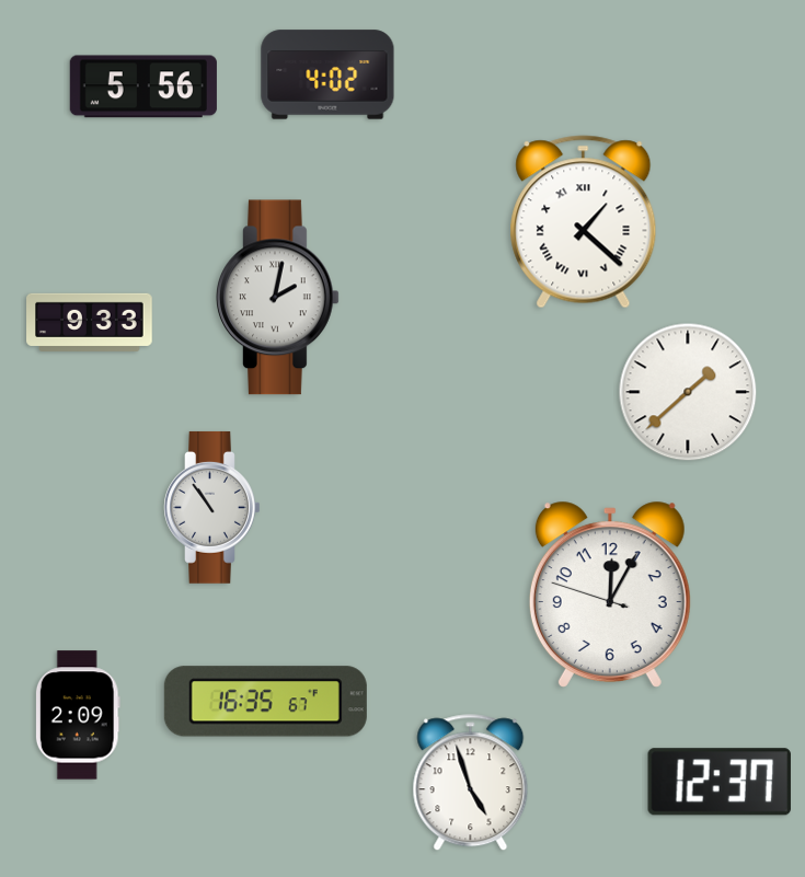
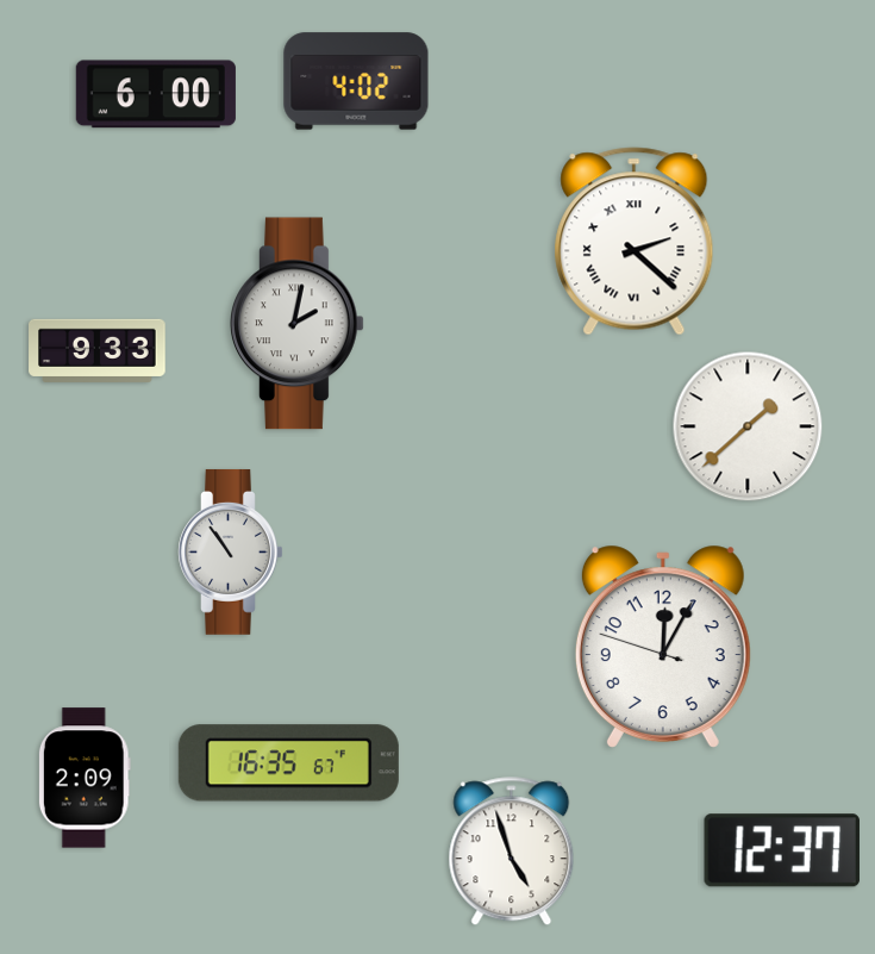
clock at (143, 86): 5:56 -> 6:00
clock at (584, 222): 1:22 -> 2:22
clock at (278, 298) position: (278, 298) -> (298, 324)
